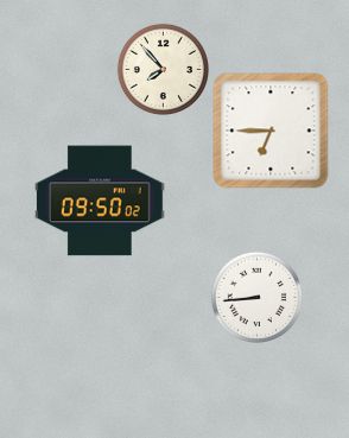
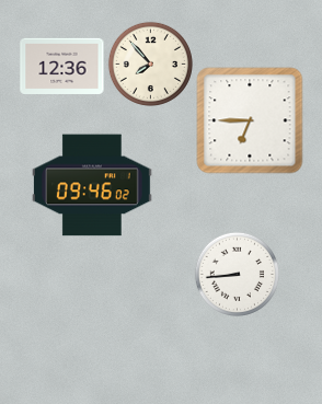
clock at (62, 66): none -> 12:36
clock at (101, 201): 09:50 -> 09:46
